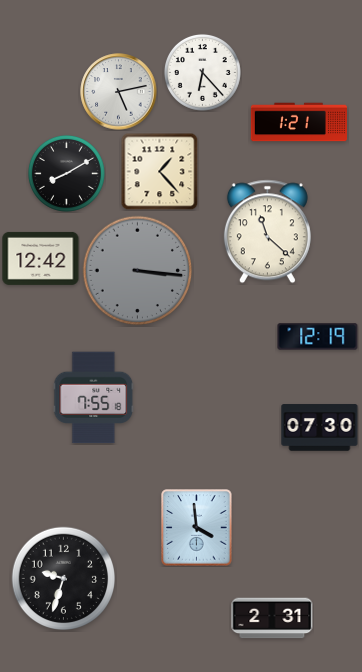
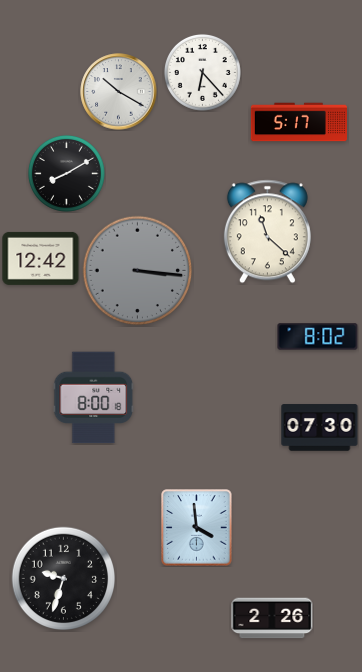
clock at (119, 92): 5:13 -> 10:20
clock at (298, 122): 1:21 -> 5:17
clock at (159, 171): 1:23 -> none
clock at (318, 337): 12:19 -> 8:02
clock at (94, 398): 7:55 -> 8:00
clock at (272, 618): 2:31 -> 2:26
